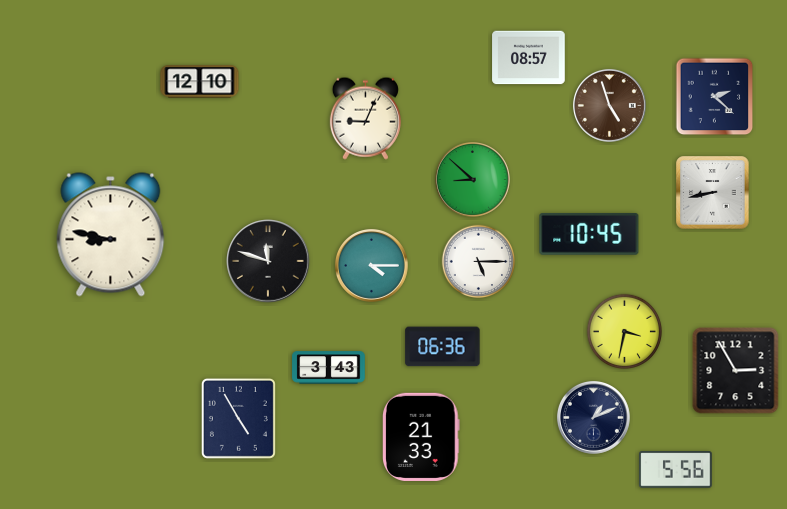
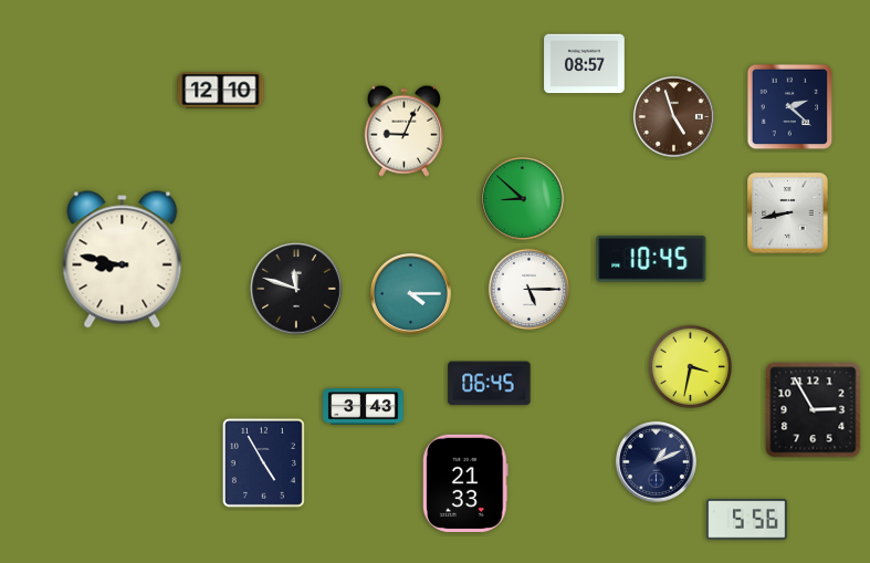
clock at (443, 347): 06:36 -> 06:45
